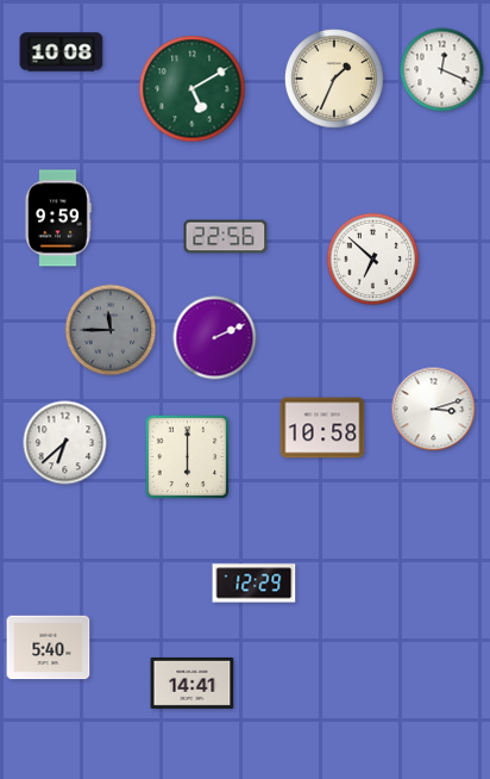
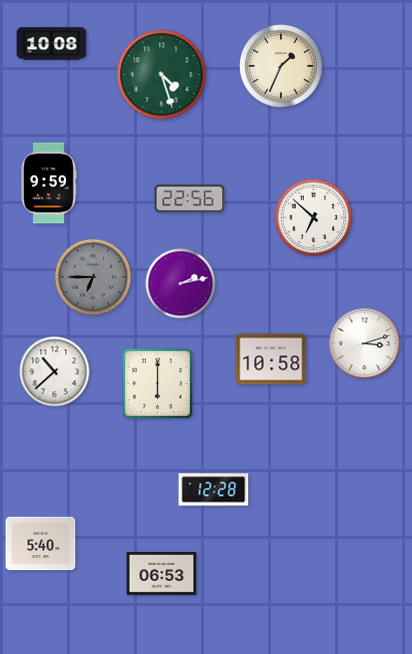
clock at (442, 70): 12:19 -> none
clock at (193, 89): 5:10 -> 4:27
clock at (111, 330): 11:45 -> 6:45
clock at (215, 338): 2:11 -> 2:13
clock at (65, 443): 6:38 -> 10:38
clock at (255, 584): 12:29 -> 12:28
clock at (193, 683): 14:41 -> 06:53
